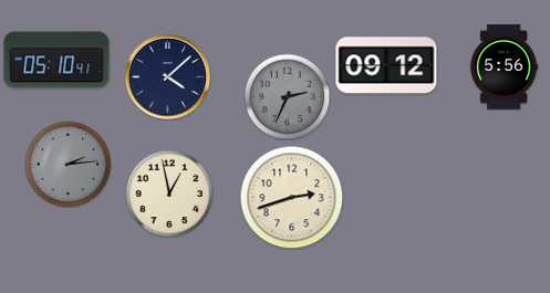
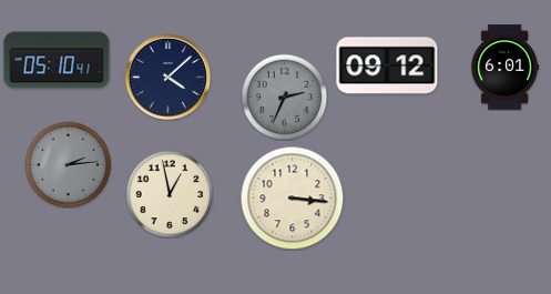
clock at (504, 67): 5:56 -> 6:01
clock at (287, 96) position: (287, 96) -> (284, 97)
clock at (291, 197): 2:42 -> 3:16
